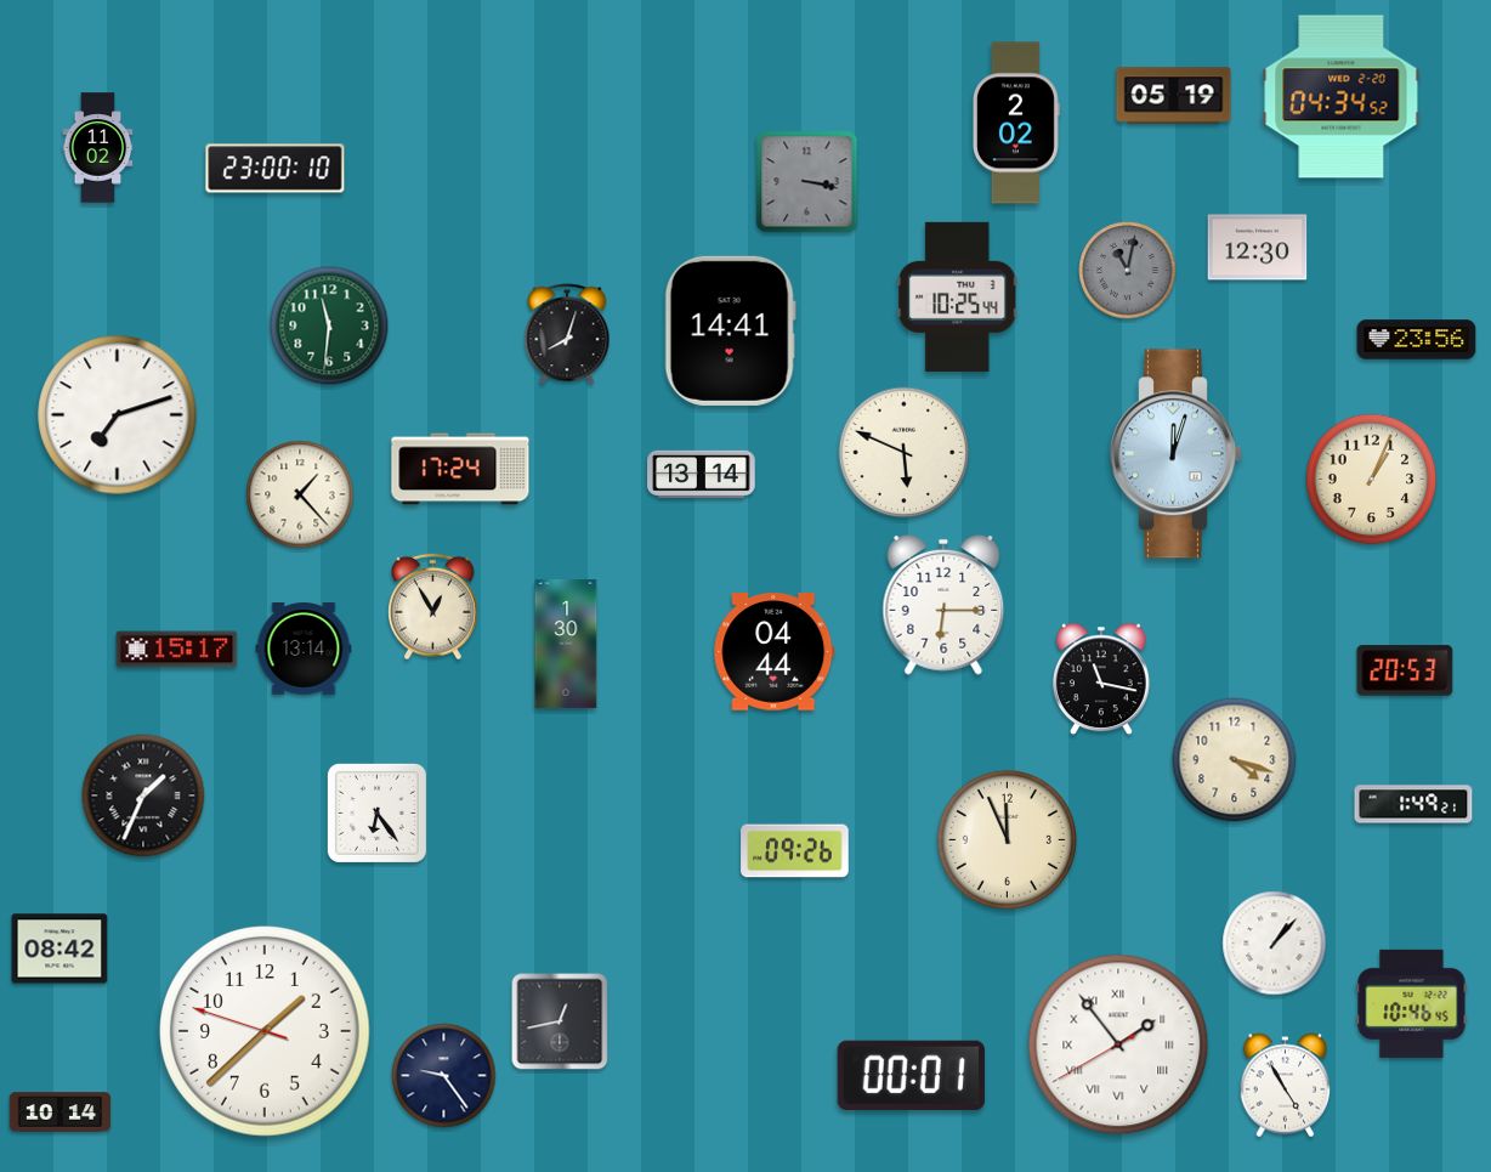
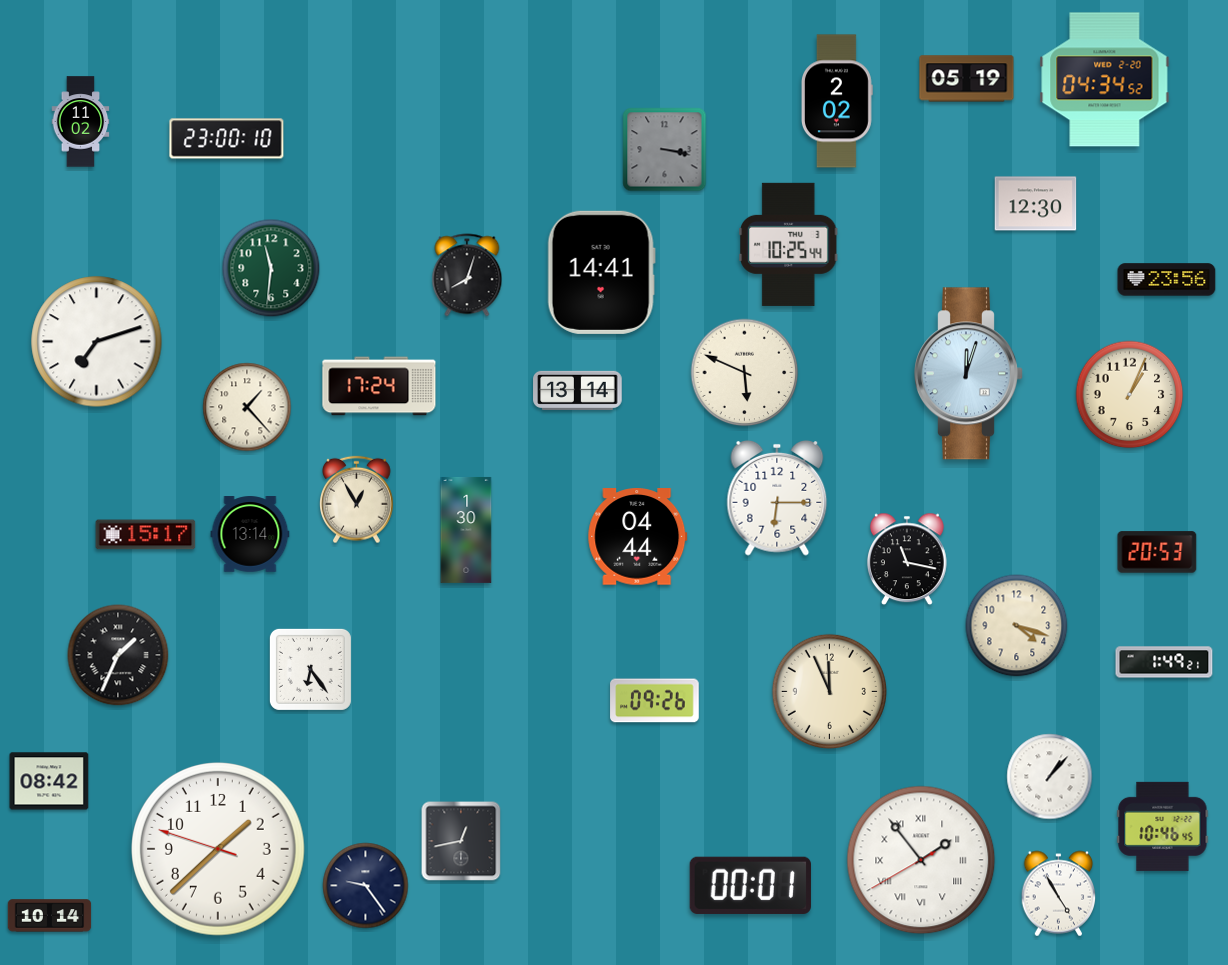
clock at (1128, 271): 11:02 -> none
